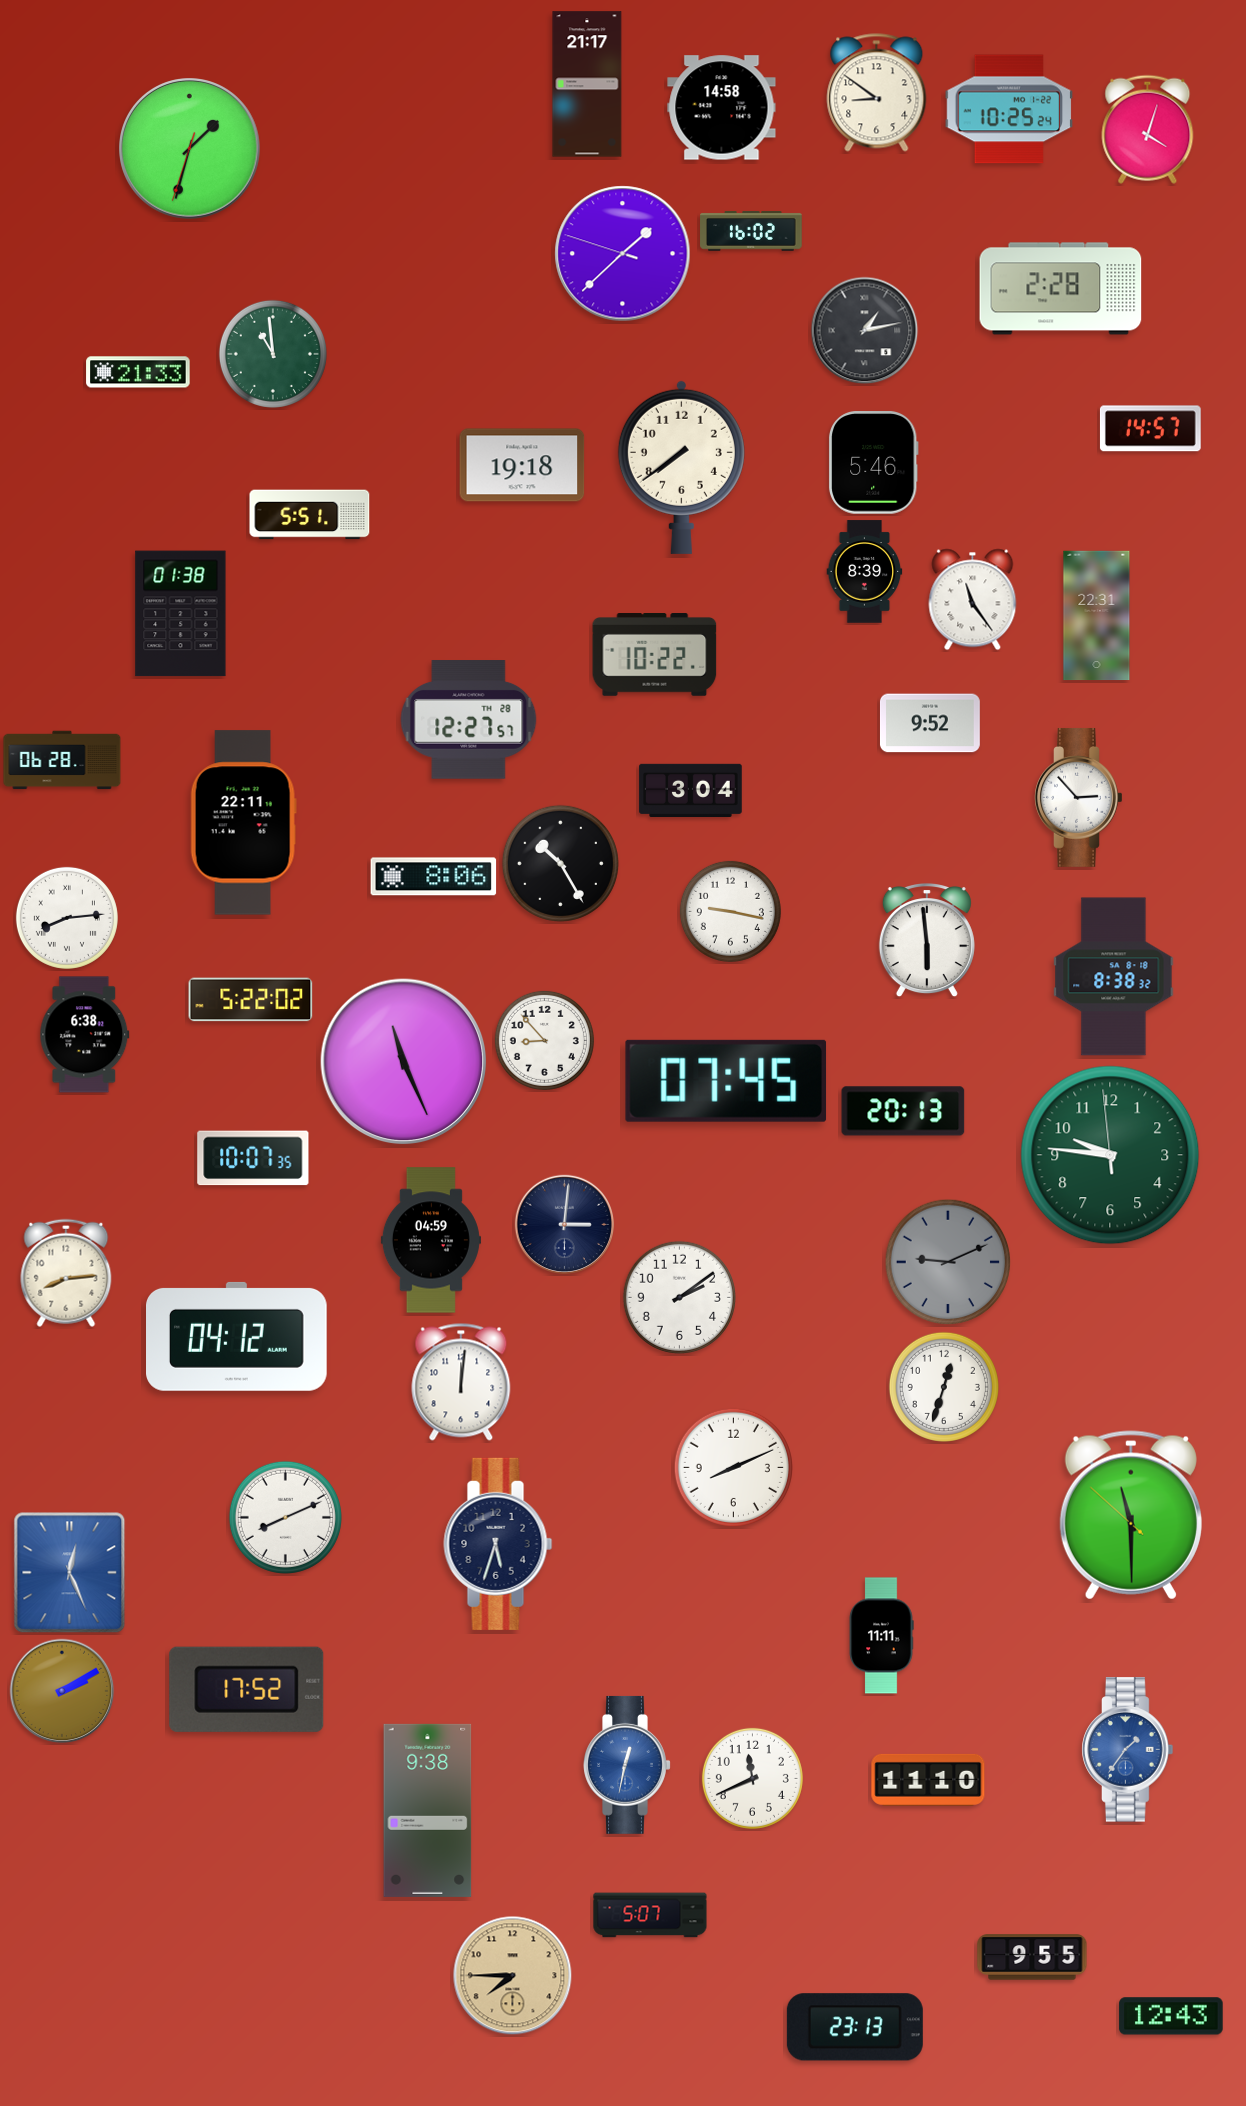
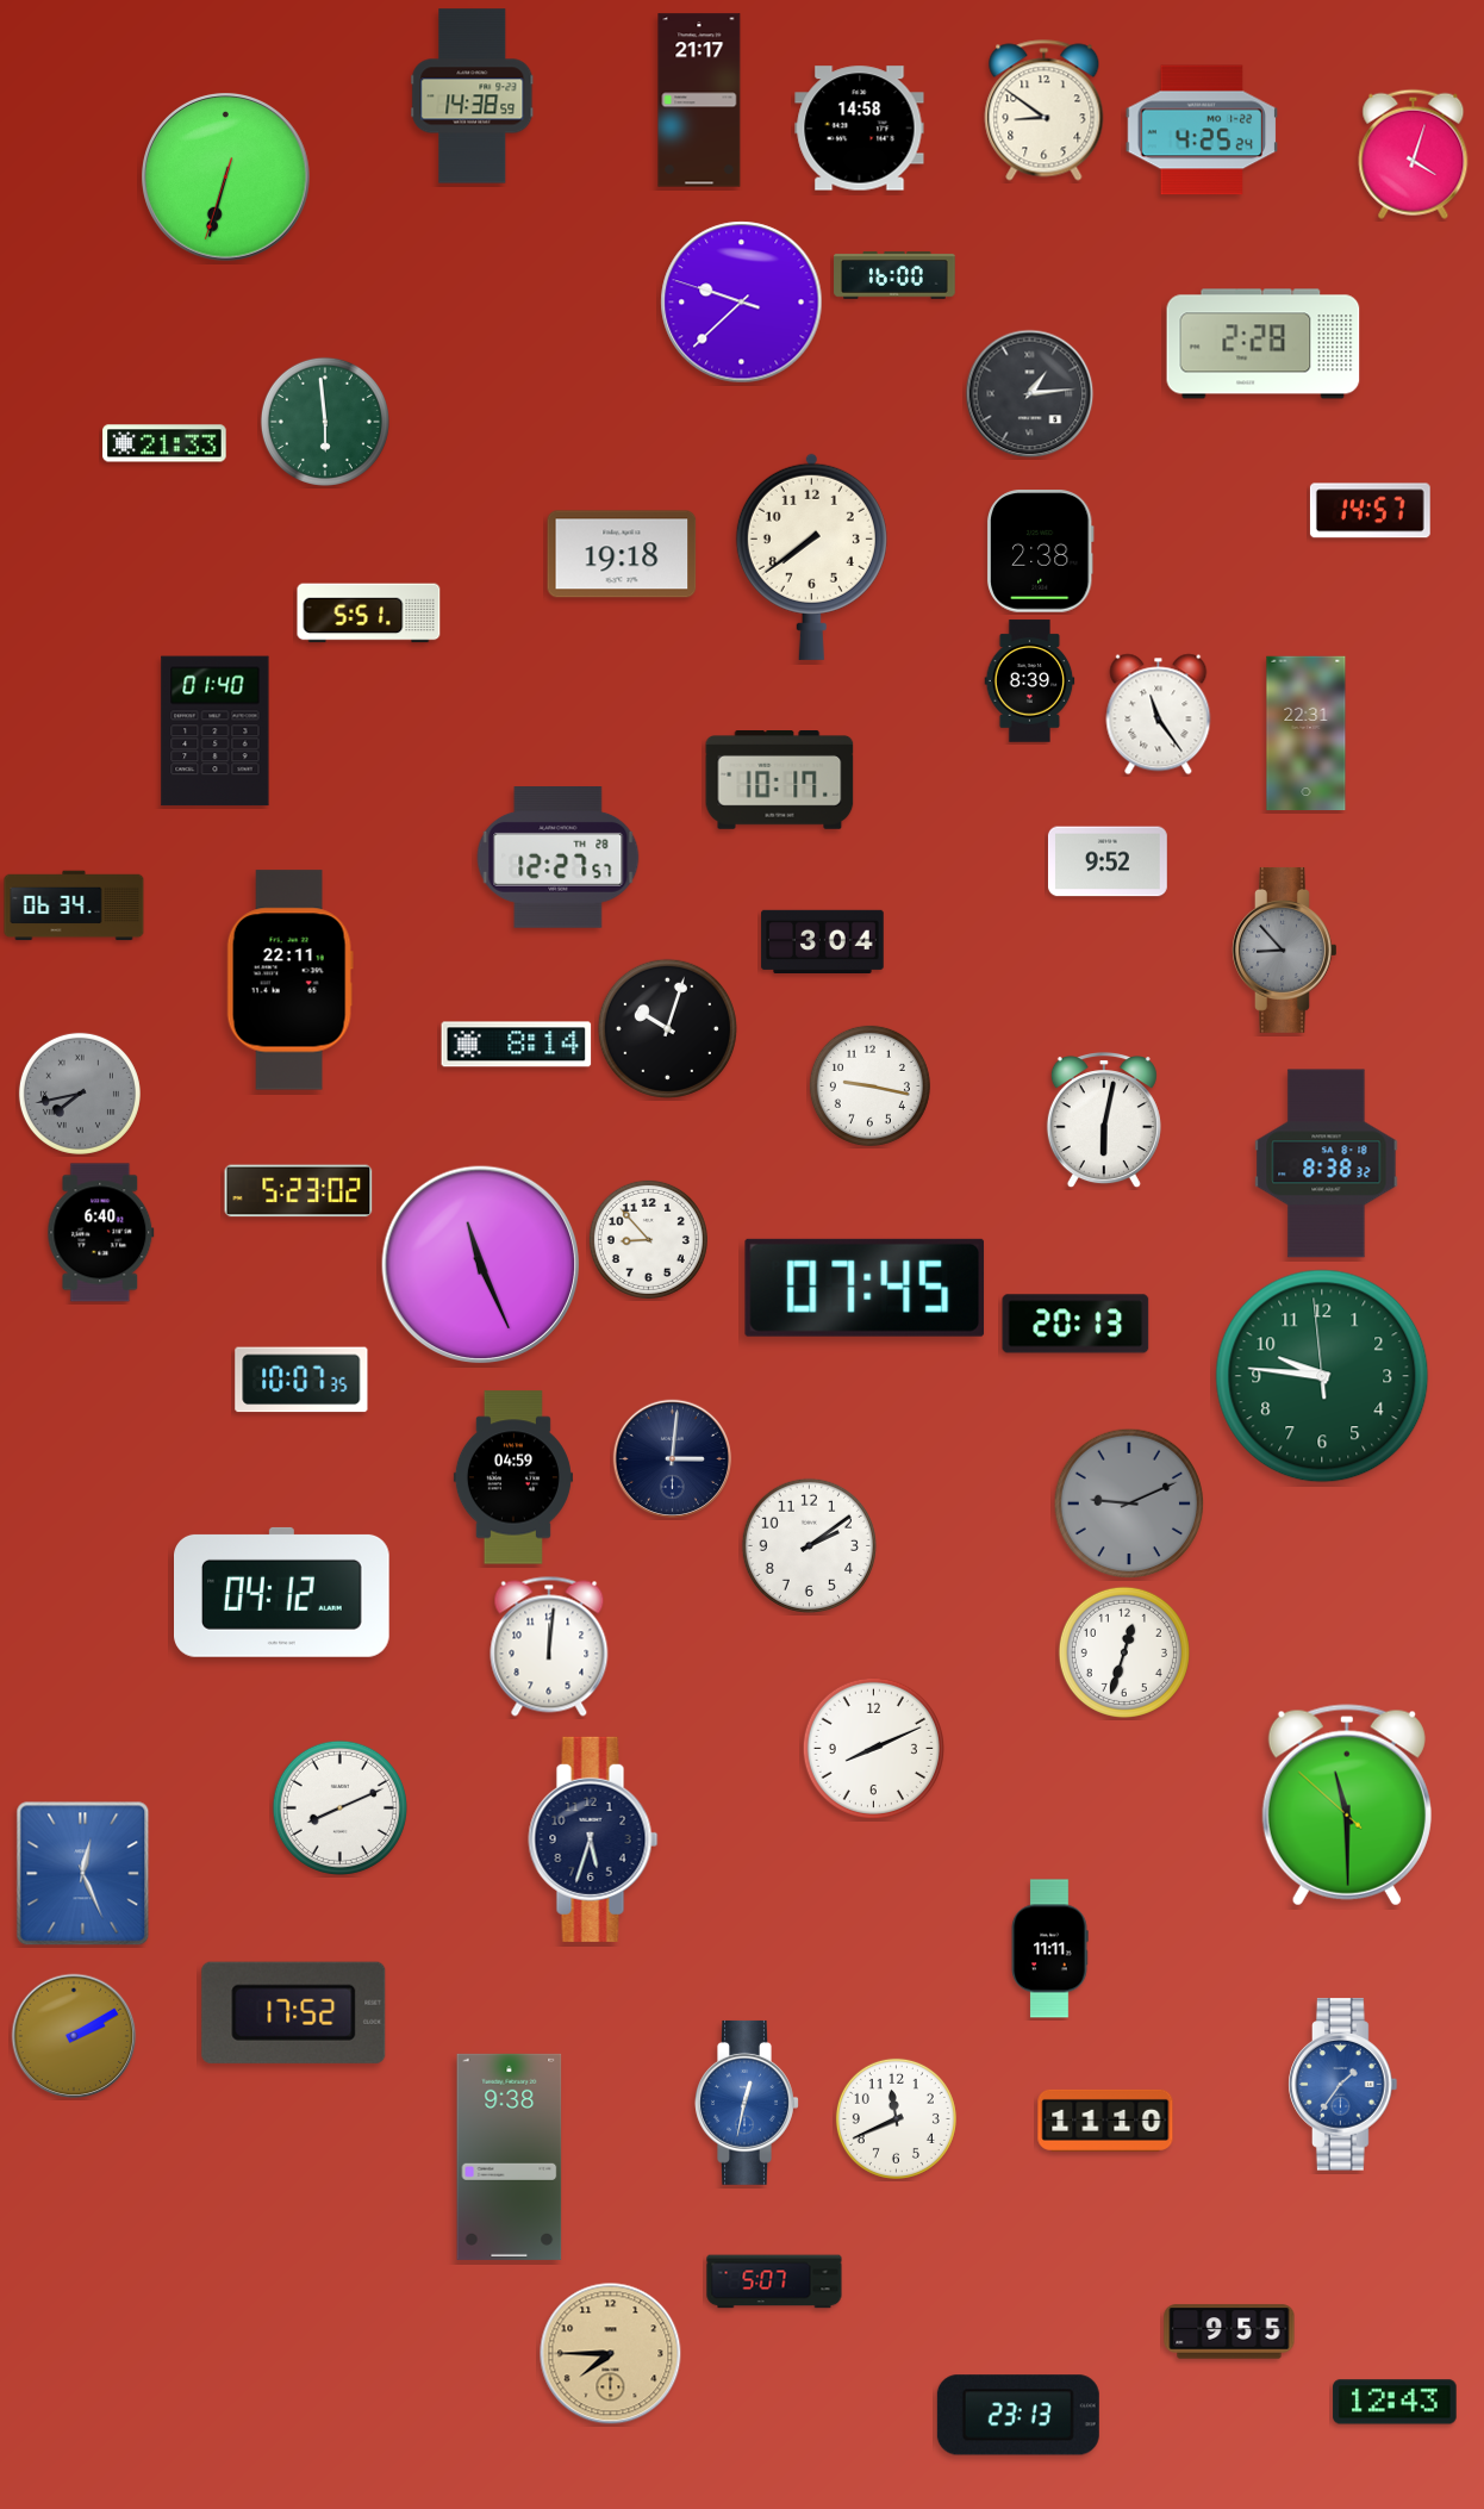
clock at (473, 96): none -> 14:38
clock at (1009, 109): 10:25 -> 4:25
clock at (1148, 129) position: (1148, 129) -> (1414, 154)
clock at (190, 149): 1:32 -> 6:32
clock at (751, 231): 16:02 -> 16:00
clock at (623, 254): 1:37 -> 9:37
clock at (865, 331): 1:13 -> 1:14
clock at (273, 354): 10:59 -> 5:59
clock at (873, 463): 5:46 -> 2:38
clock at (181, 614): 01:38 -> 01:40
clock at (655, 655): 10:22 -> 10:17
clock at (62, 760): 06:28 -> 06:34
clock at (1079, 797): 2:53 -> 8:53
clock at (1079, 797) dial: white -> grey
clock at (560, 863): 10:25 -> 10:03
clock at (434, 877): 8:06 -> 8:14
clock at (67, 918): 8:14 -> 7:43
clock at (67, 918) dial: white -> grey
clock at (927, 941): 5:59 -> 6:02
clock at (251, 1000): 5:22 -> 5:23
clock at (85, 1035): 6:38 -> 6:40
clock at (66, 1273): 8:14 -> none
clock at (62, 1691) position: (62, 1691) -> (74, 2036)
